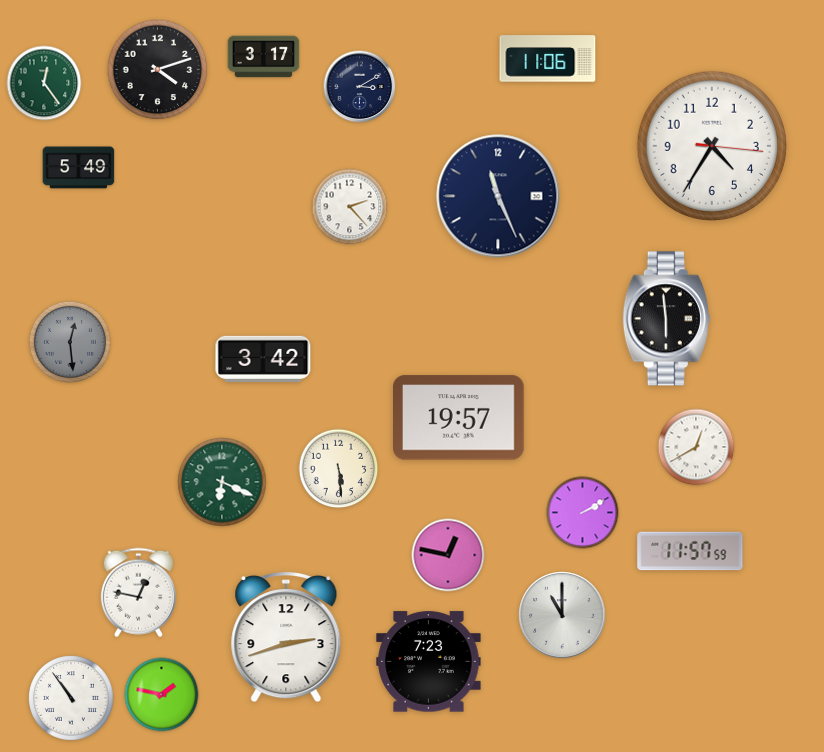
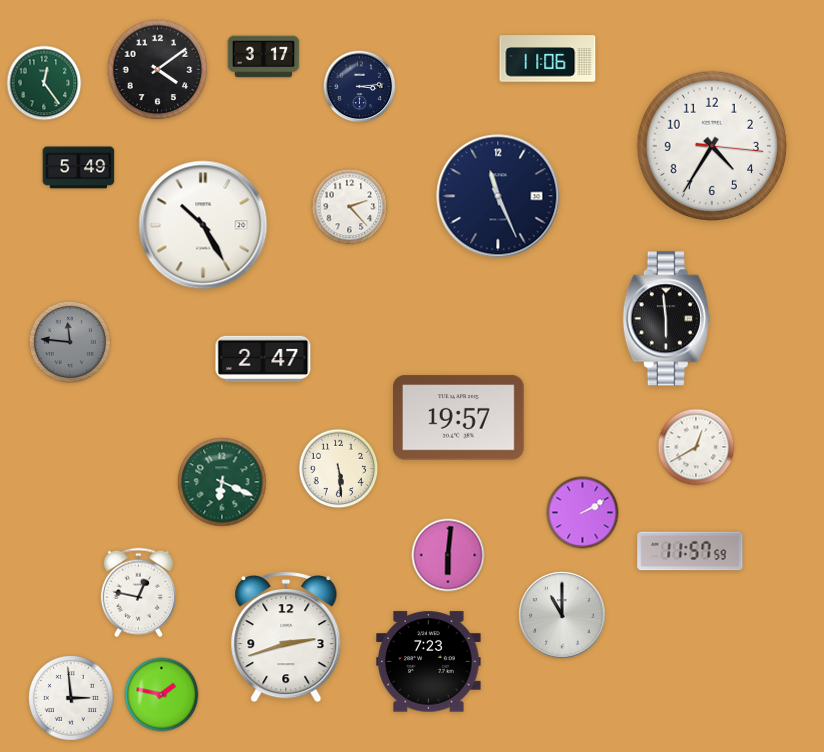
clock at (158, 70): 4:12 -> 4:09
clock at (360, 87): 3:10 -> 3:14
clock at (203, 225): none -> 10:25
clock at (70, 342): 12:29 -> 11:46
clock at (263, 358): 3:42 -> 2:47
clock at (448, 555): 12:47 -> 6:01
clock at (71, 698): 10:54 -> 2:59
